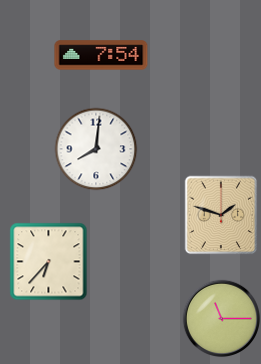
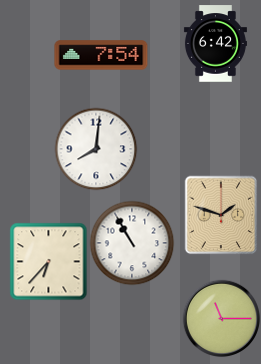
clock at (215, 44): none -> 6:42
clock at (132, 243): none -> 10:55
